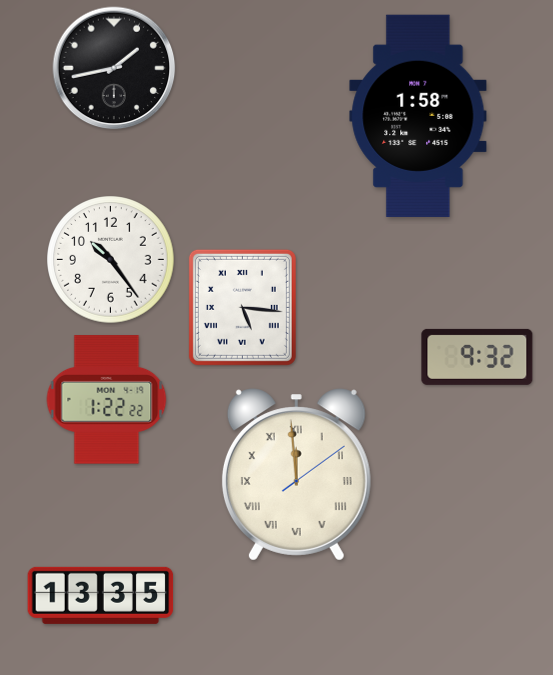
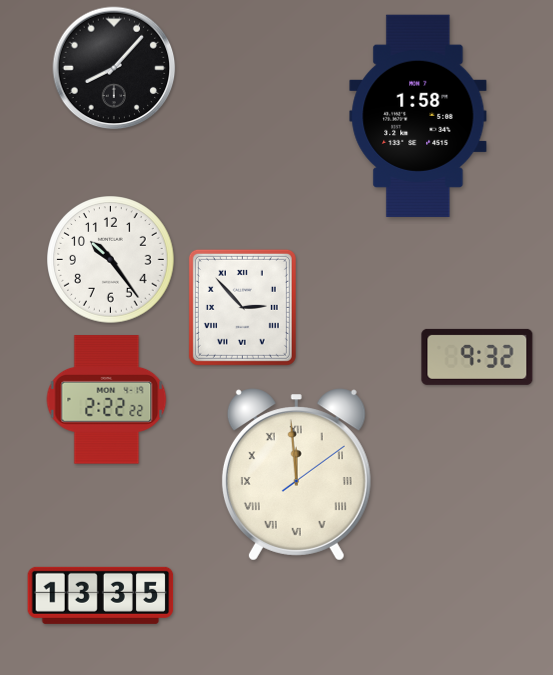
clock at (114, 68): 1:43 -> 8:07
clock at (242, 307): 5:16 -> 2:53
clock at (107, 400): 1:22 -> 2:22
